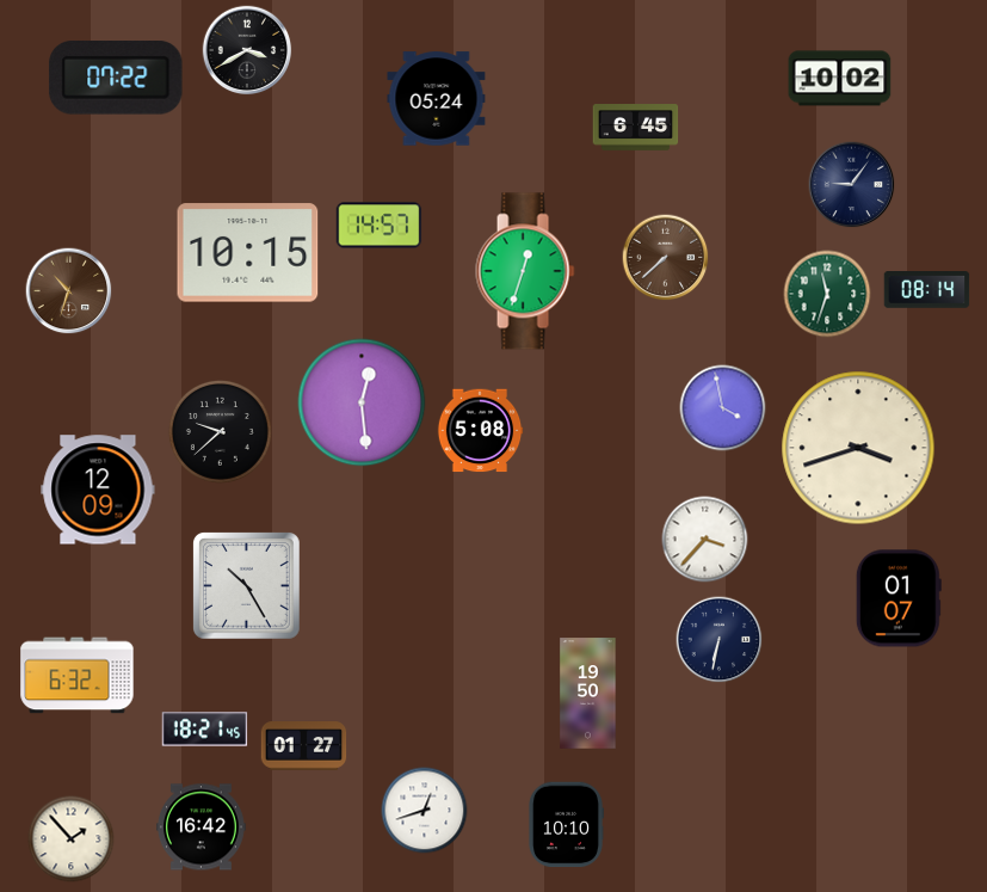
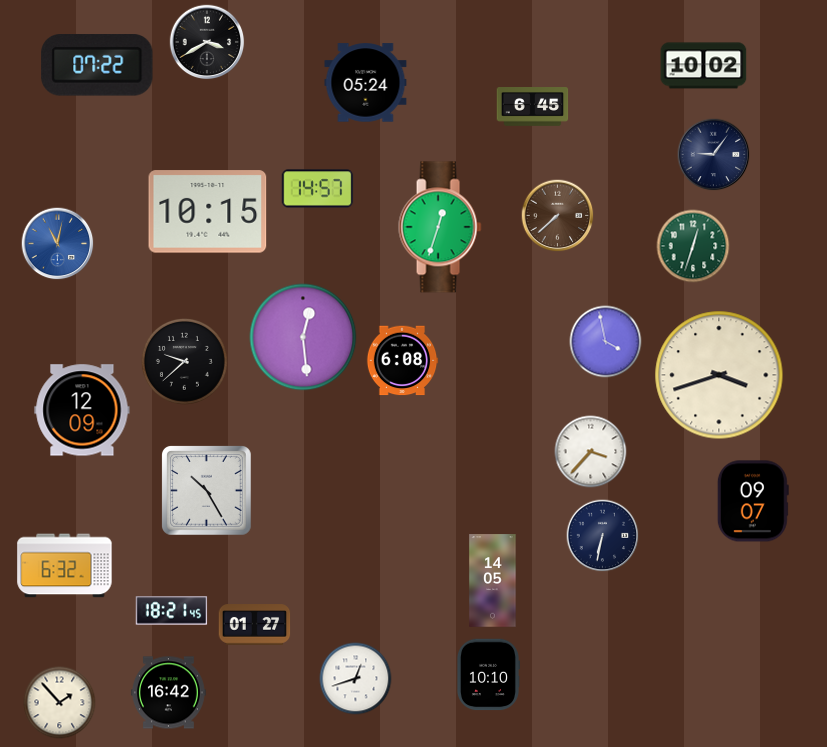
clock at (927, 290): 08:14 -> none
clock at (69, 291): 10:33 -> 11:02
clock at (69, 291) dial: brown -> blue
clock at (827, 294): 11:33 -> 12:33
clock at (480, 431): 5:08 -> 6:08
clock at (899, 598): 01:07 -> 09:07
clock at (588, 694): 19:50 -> 14:05
clock at (566, 825) position: (566, 825) -> (488, 675)
